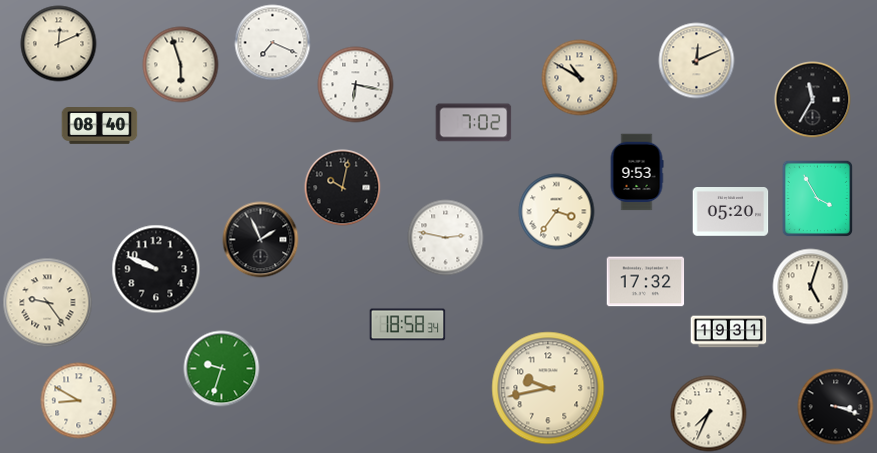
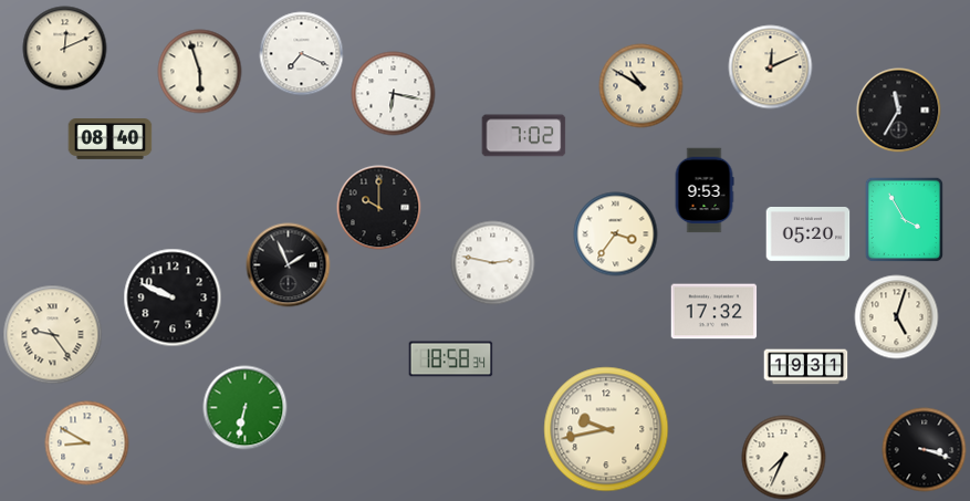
clock at (273, 43) position: (273, 43) -> (302, 54)
clock at (343, 188): 10:02 -> 10:00
clock at (222, 369): 9:33 -> 6:32
